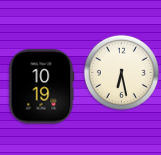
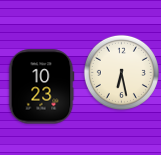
clock at (41, 87): 10:19 -> 10:23
